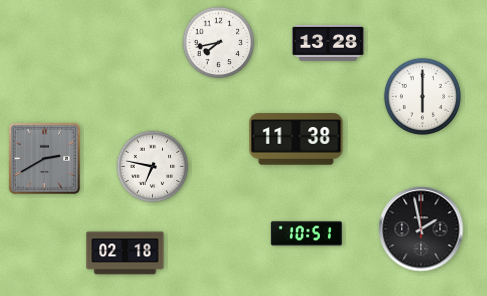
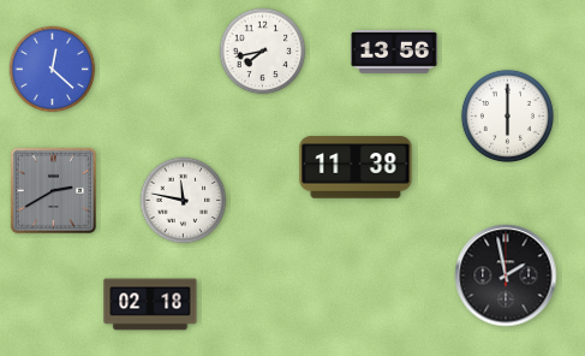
clock at (328, 44): 13:28 -> 13:56
clock at (53, 70): none -> 12:22
clock at (153, 167): 6:47 -> 11:47
clock at (306, 234): 10:51 -> none
